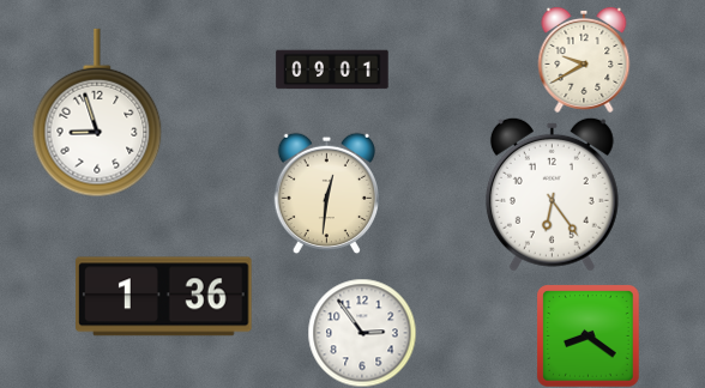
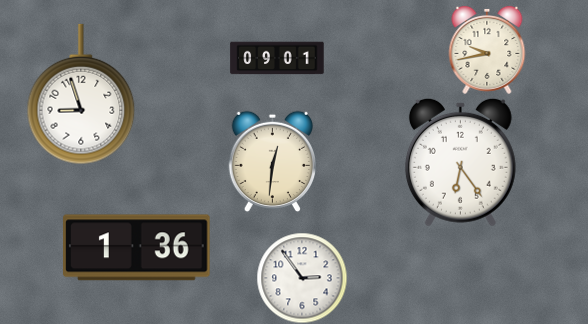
clock at (584, 60): 9:40 -> 9:43
clock at (587, 335): 8:21 -> none
